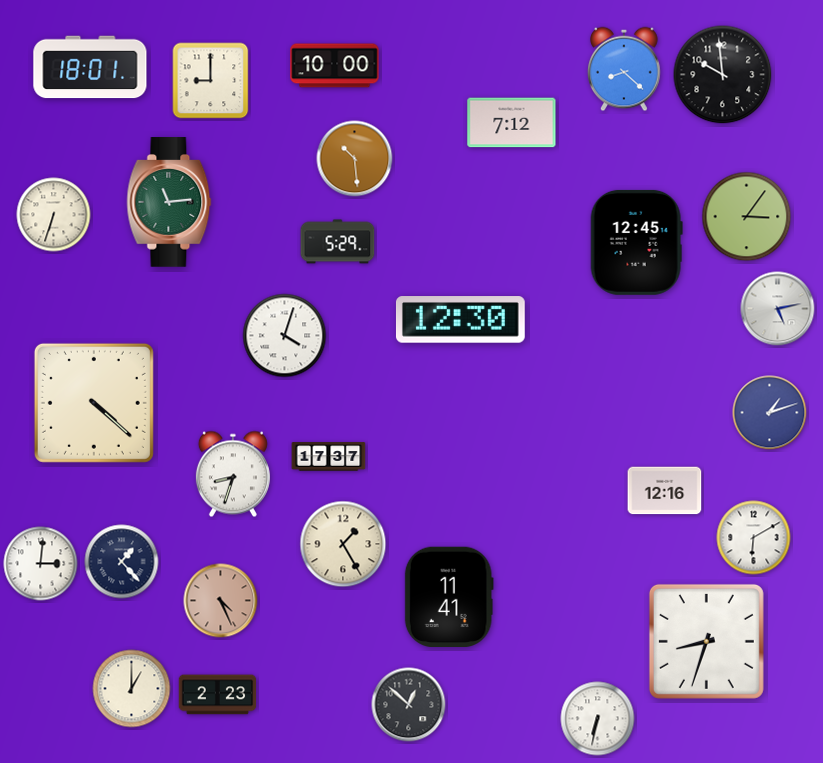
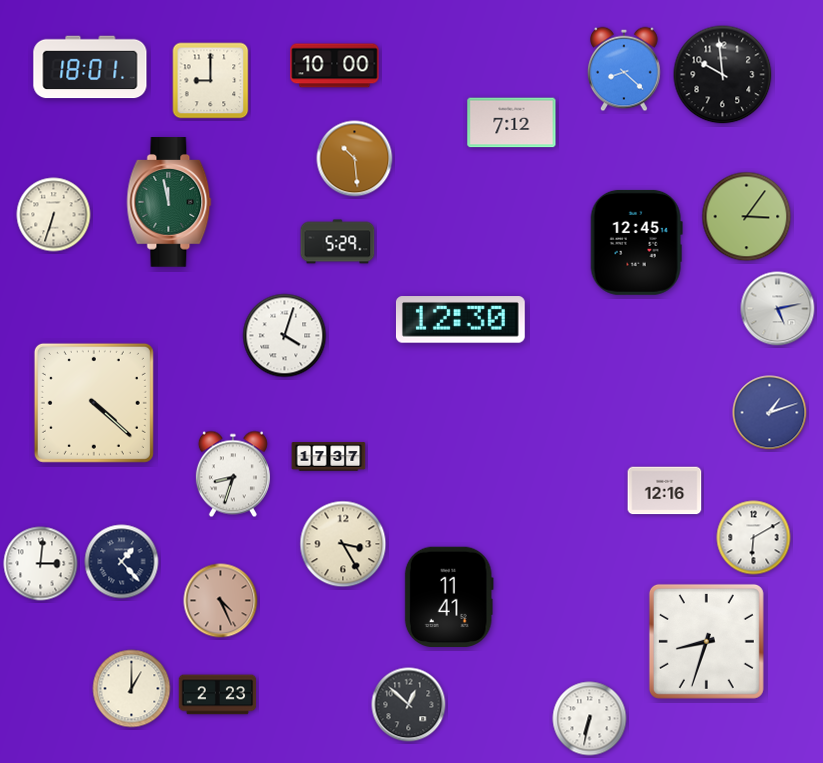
clock at (169, 202): 11:14 -> 11:58
clock at (343, 544): 1:25 -> 3:25
clock at (598, 719) position: (598, 719) -> (590, 719)
